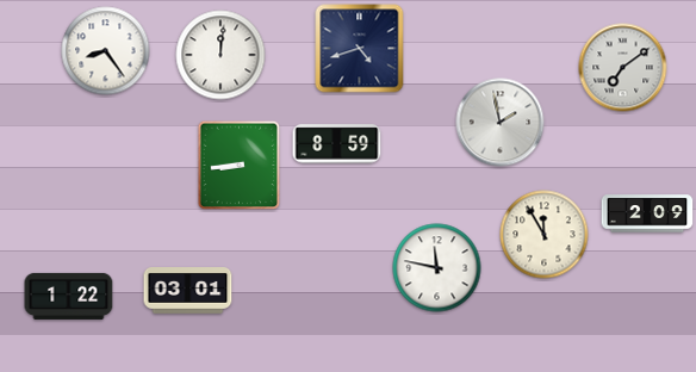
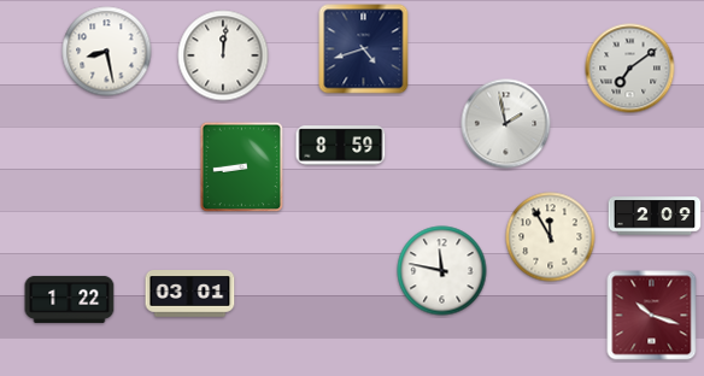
clock at (106, 51): 8:24 -> 8:28
clock at (652, 316): none -> 10:18
